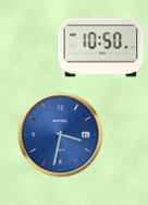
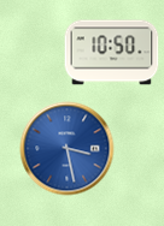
clock at (60, 134): 3:32 -> 3:28
